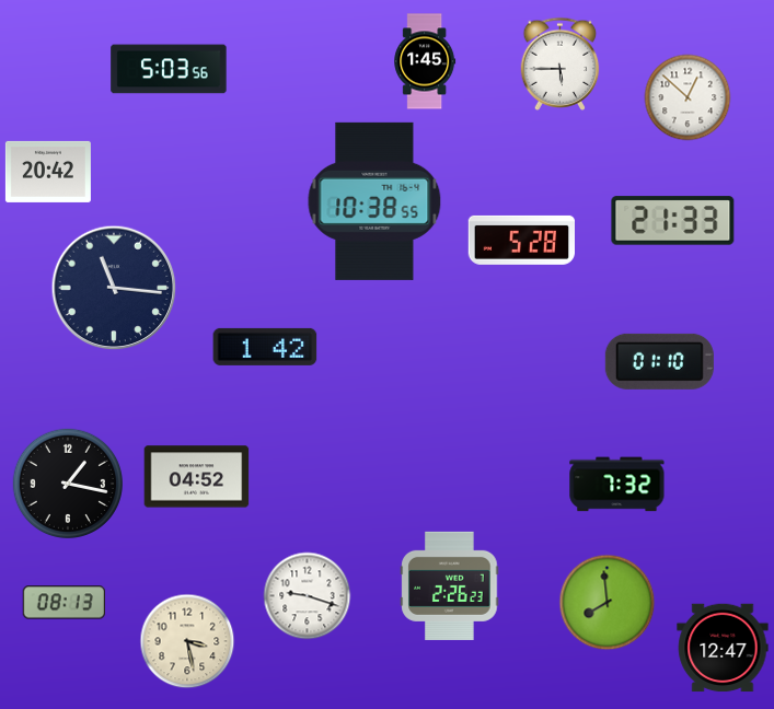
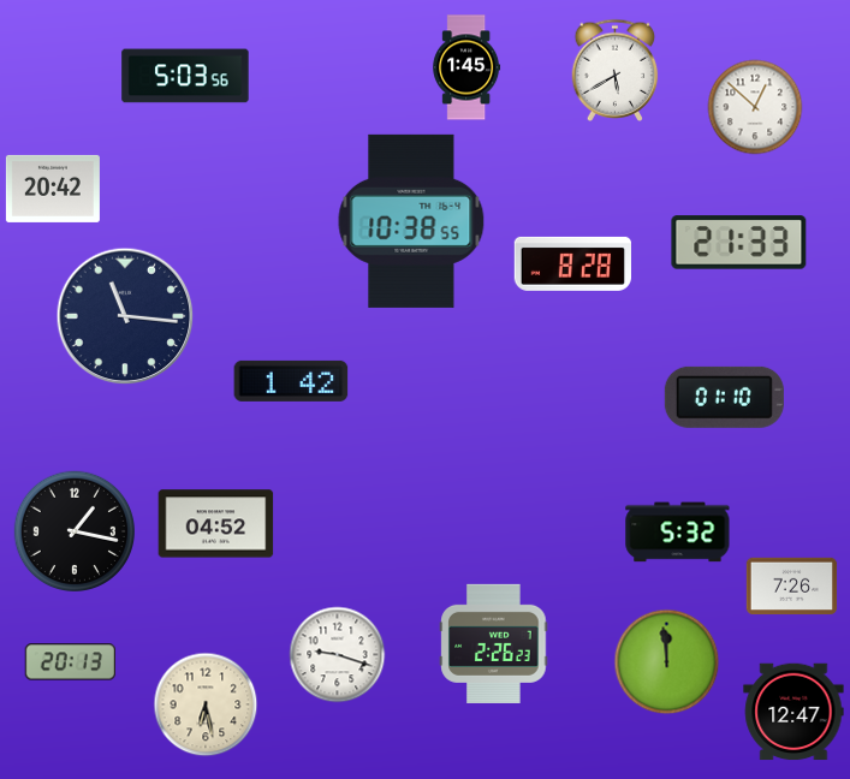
clock at (561, 63): 5:45 -> 5:40
clock at (521, 240): 5:28 -> 8:28
clock at (617, 485): 7:32 -> 5:32
clock at (792, 587): none -> 7:26
clock at (63, 603): 08:13 -> 20:13
clock at (608, 603): 7:59 -> 11:59
clock at (187, 641): 3:28 -> 6:28
